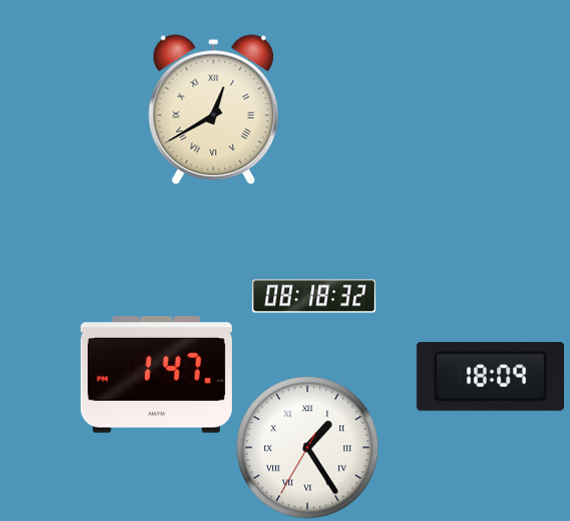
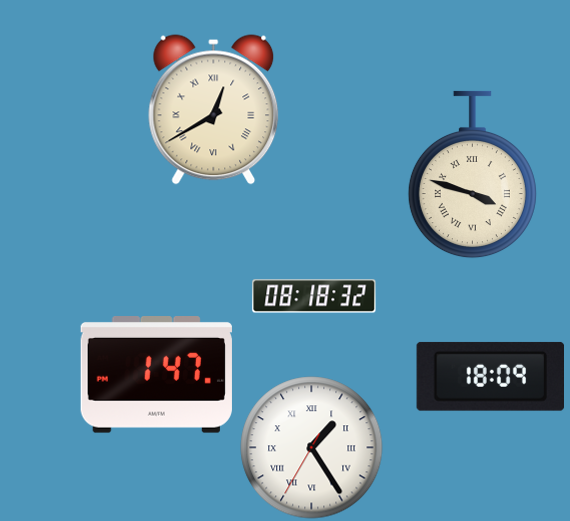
clock at (472, 175): none -> 3:48
clock at (308, 448) position: (308, 448) -> (312, 448)
